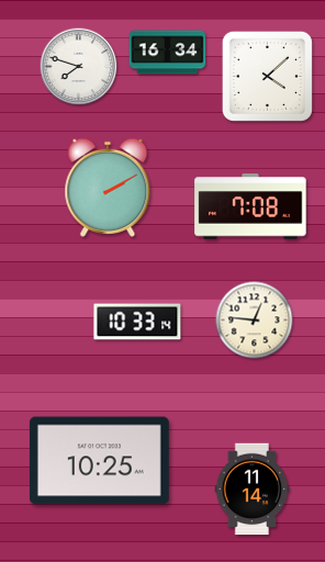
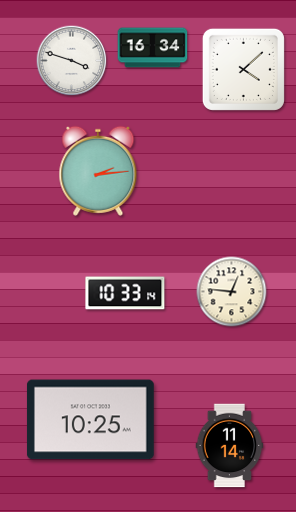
clock at (79, 67): 7:48 -> 3:48
clock at (108, 188): 2:10 -> 2:14
clock at (250, 206): 7:08 -> none
